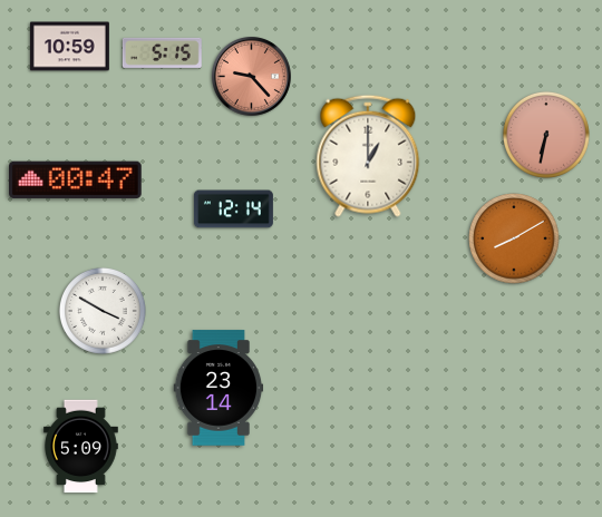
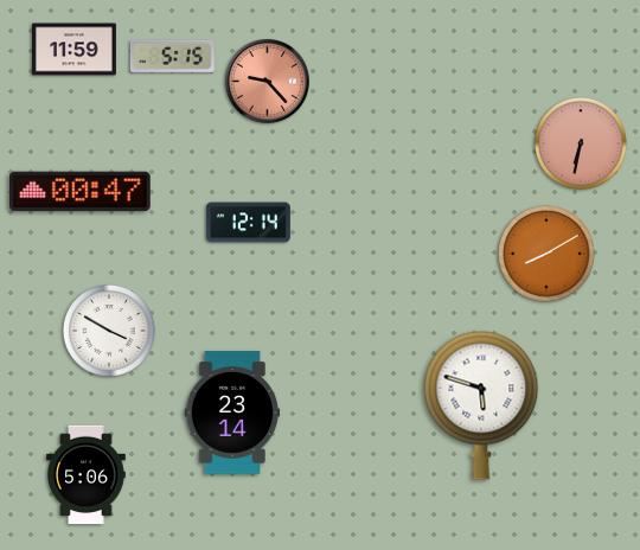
clock at (69, 47): 10:59 -> 11:59
clock at (368, 156): 1:00 -> none
clock at (481, 405): none -> 5:48
clock at (81, 447): 5:09 -> 5:06
